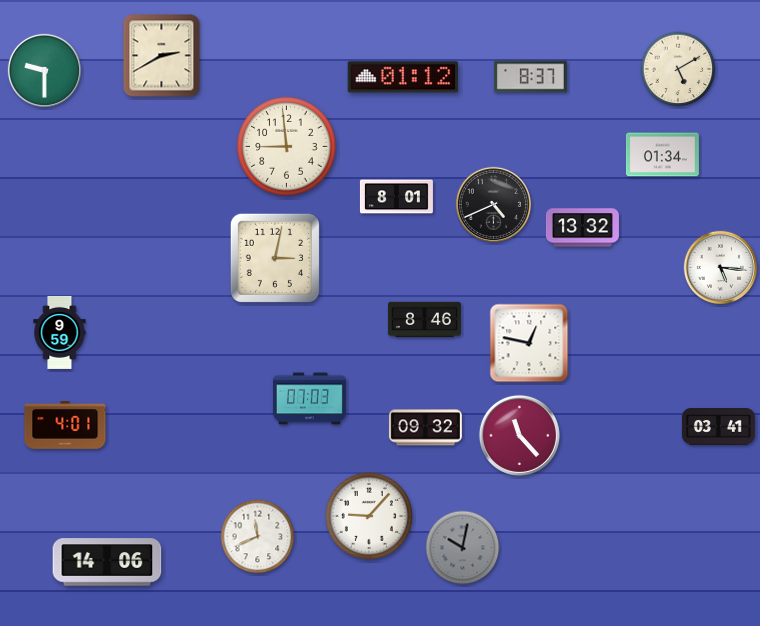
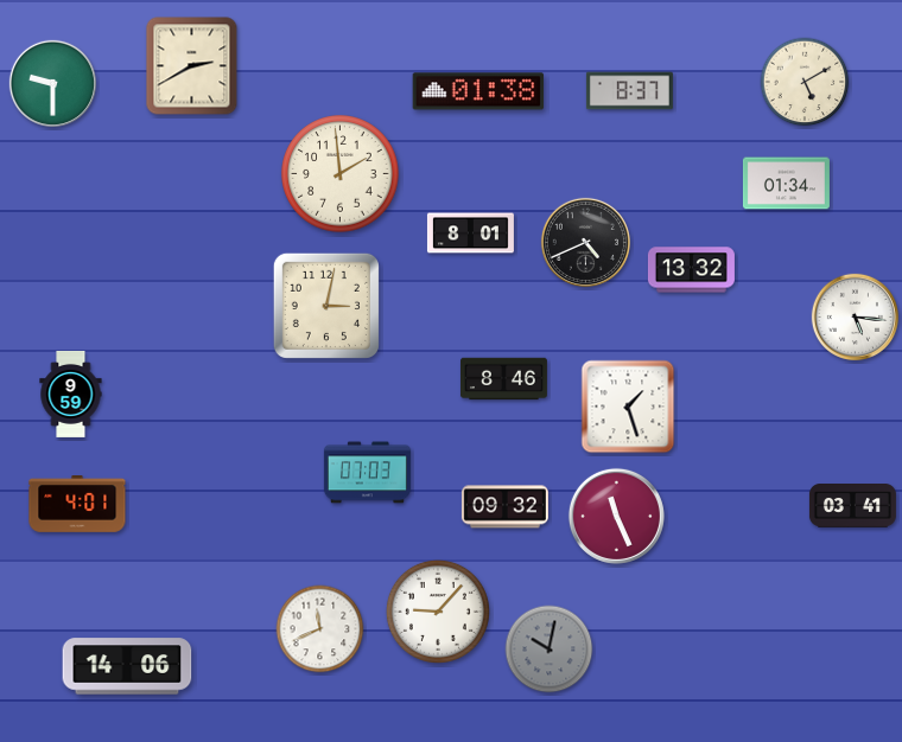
clock at (403, 77): 01:12 -> 01:38
clock at (287, 147): 8:59 -> 1:59
clock at (529, 343): 12:47 -> 1:27
clock at (519, 435): 11:23 -> 11:26
clock at (258, 537) position: (258, 537) -> (320, 629)
